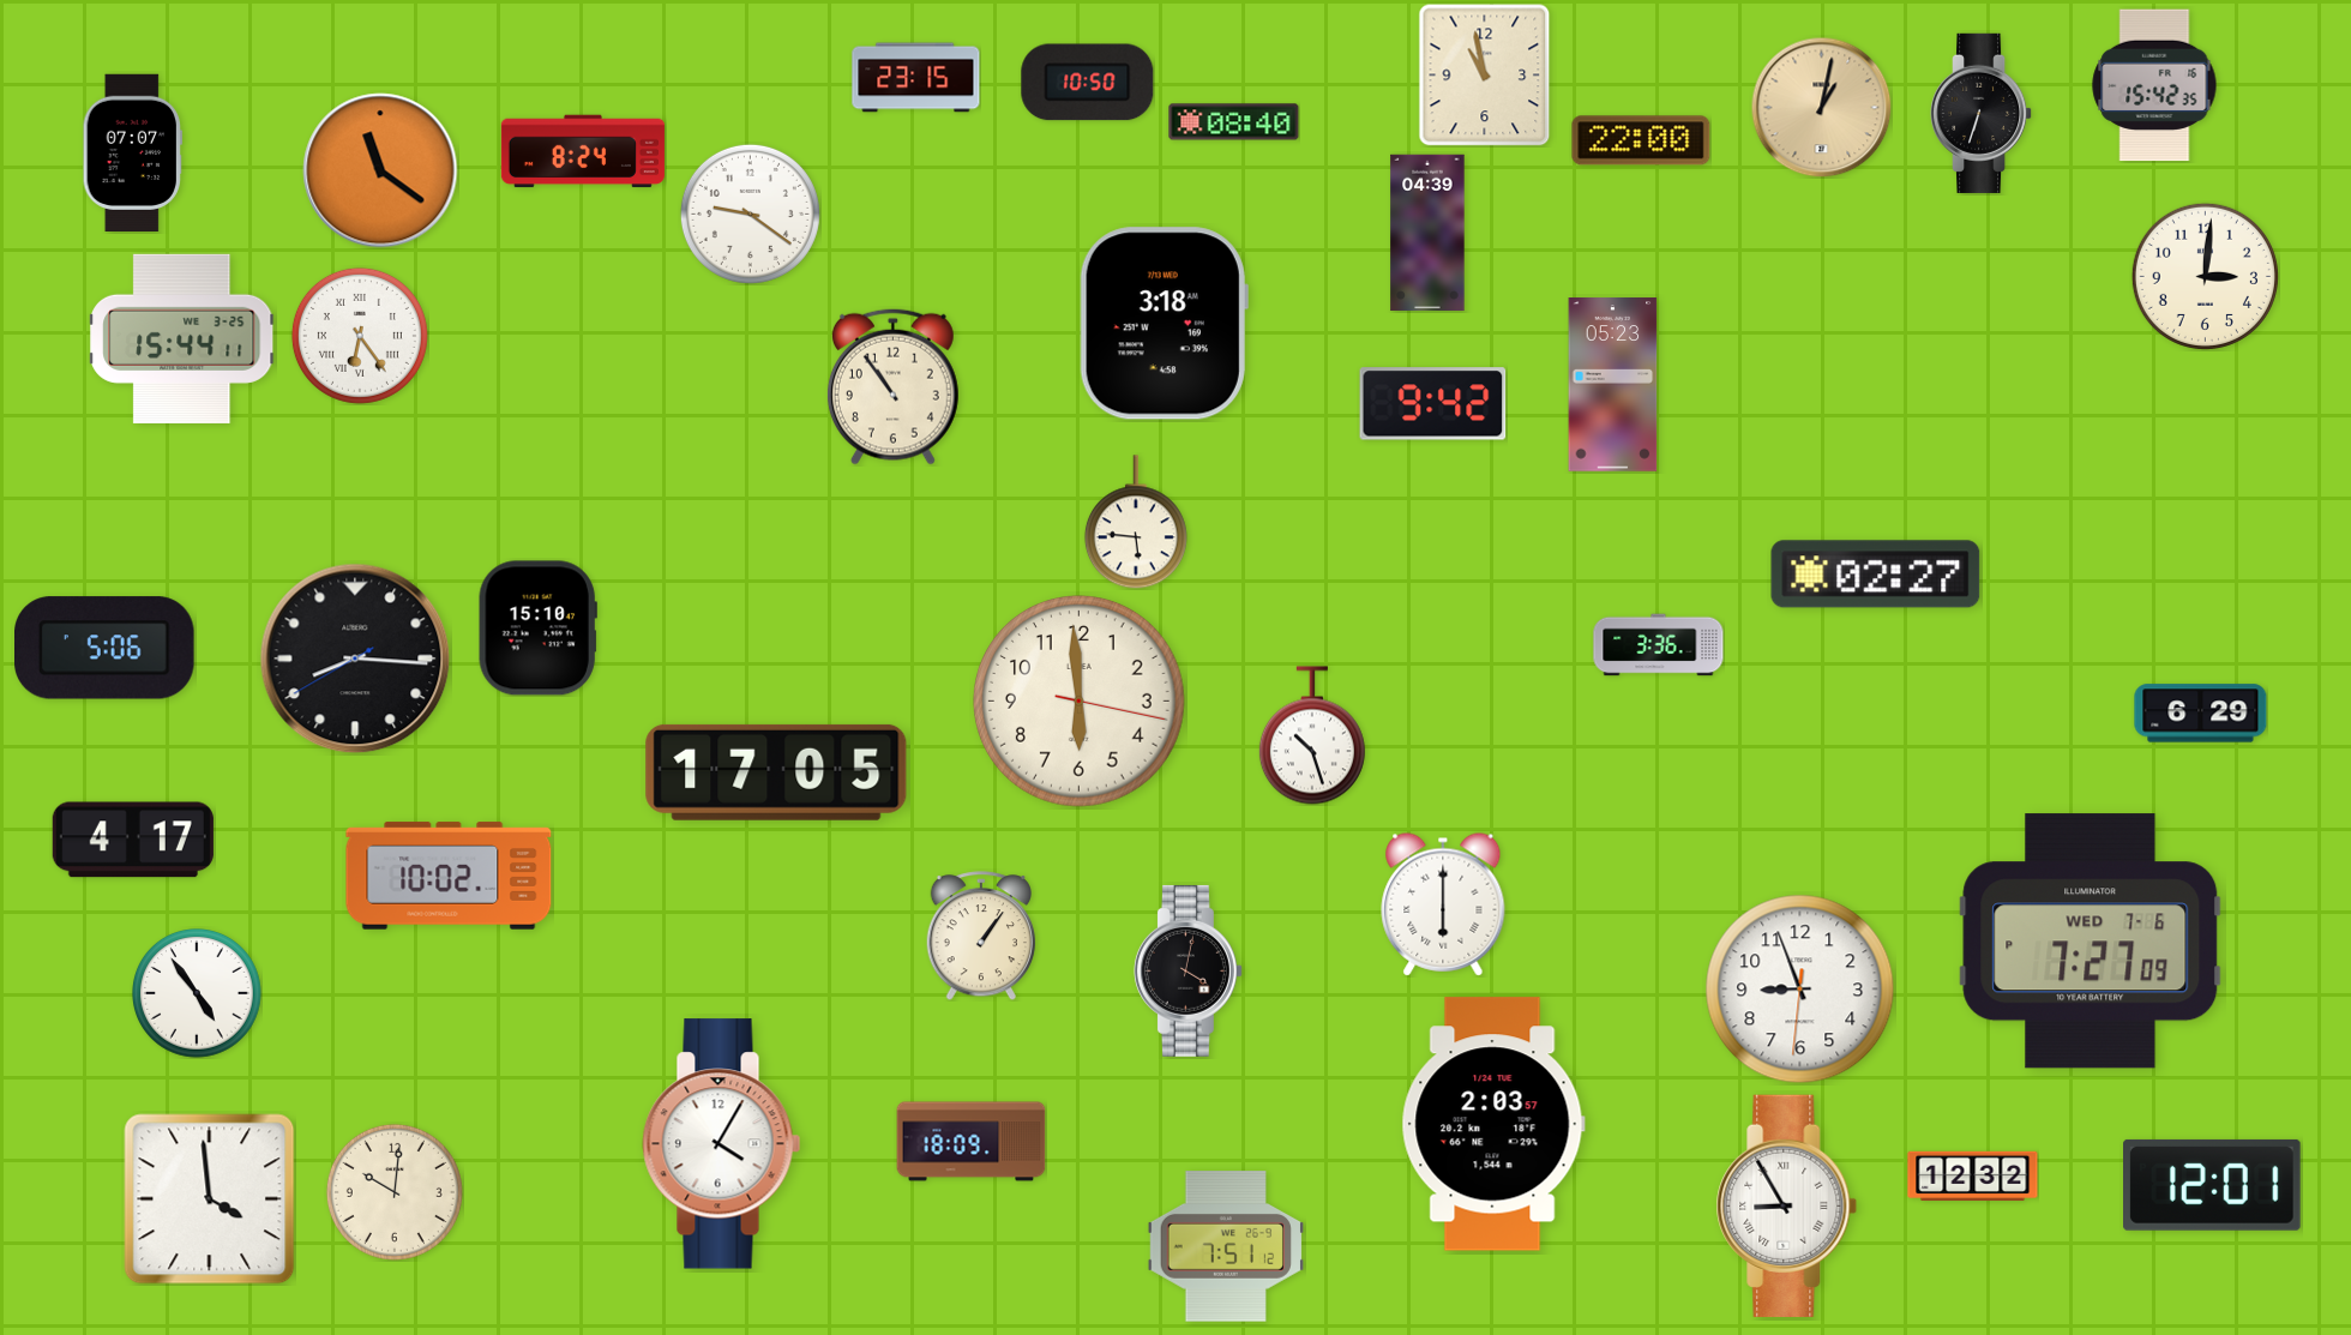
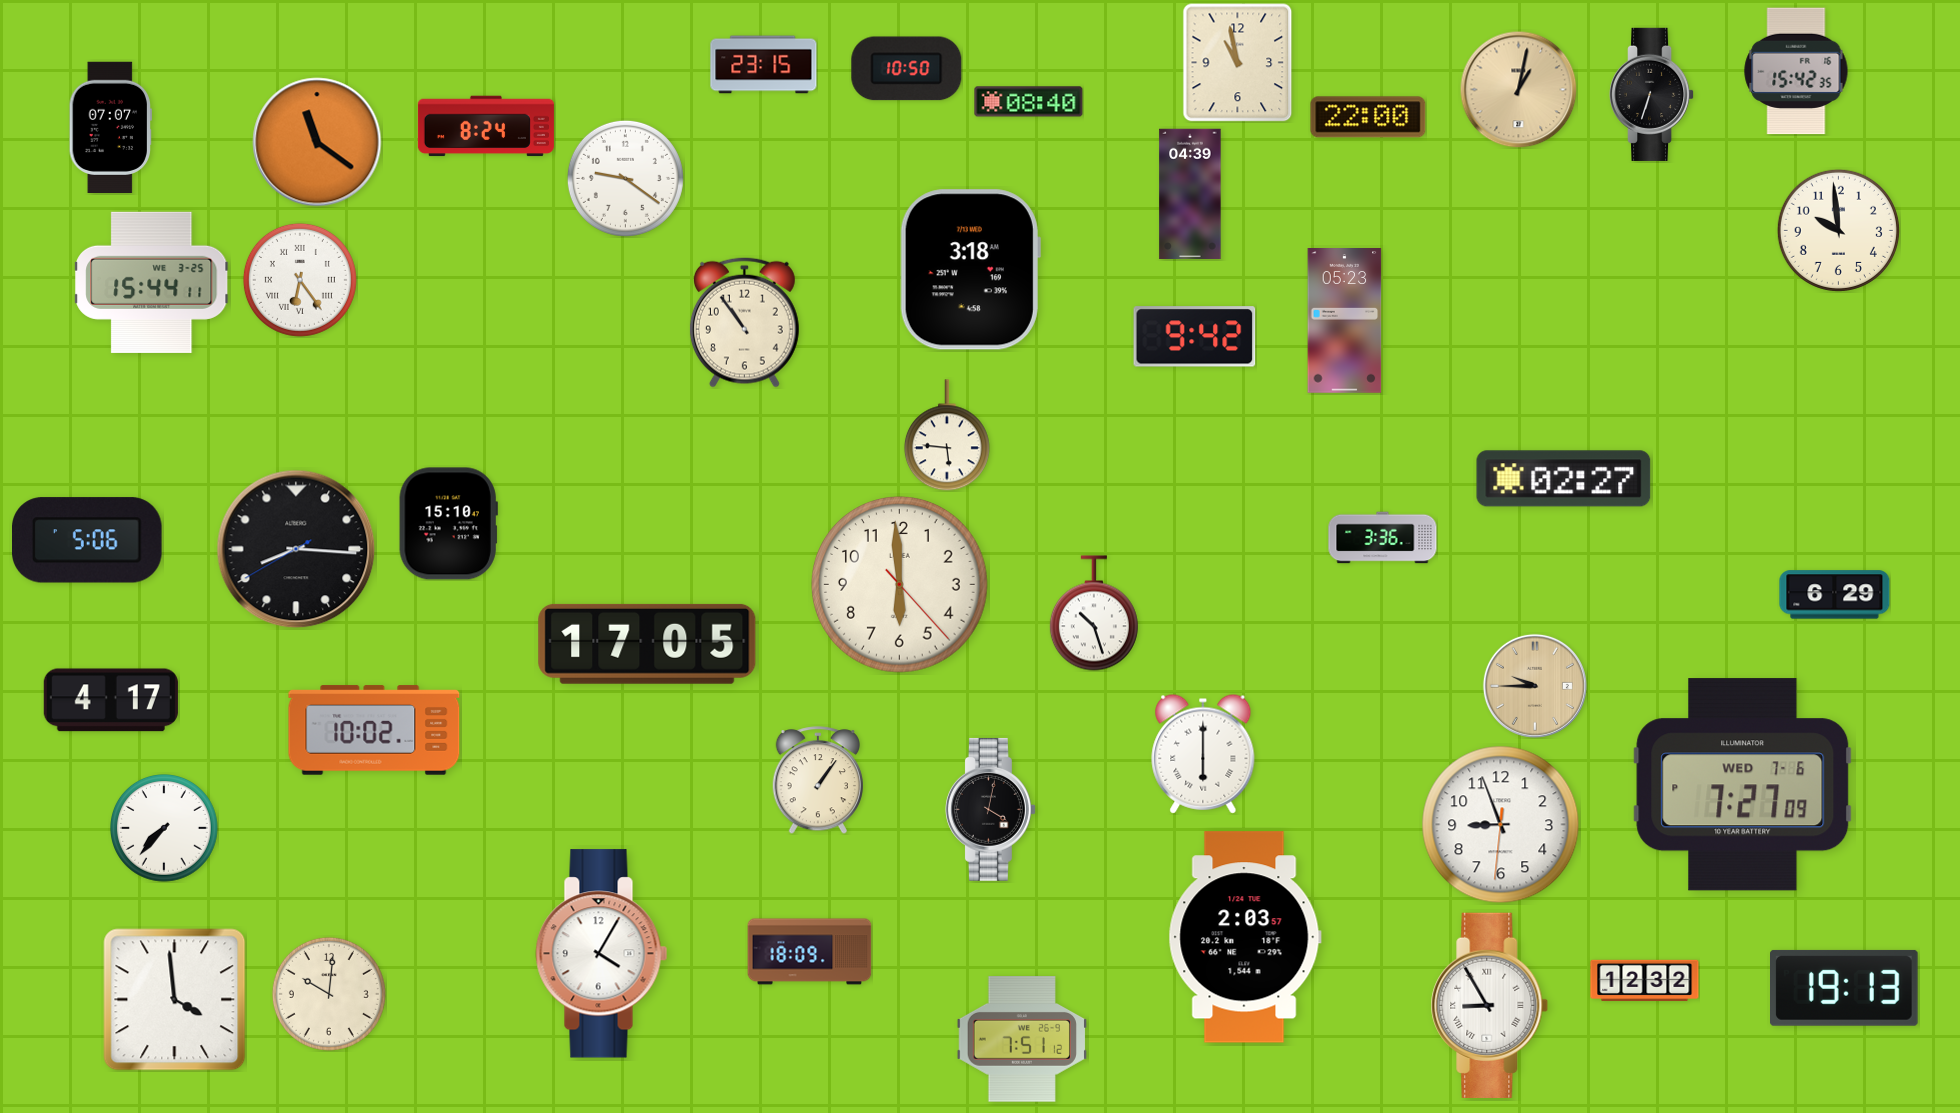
clock at (2205, 276): 3:01 -> 9:59
clock at (1080, 702): 5:59:17 -> 5:59:23
clock at (1535, 686): none -> 9:45
clock at (198, 994): 4:54 -> 7:37
clock at (2213, 1185): 12:01 -> 19:13
